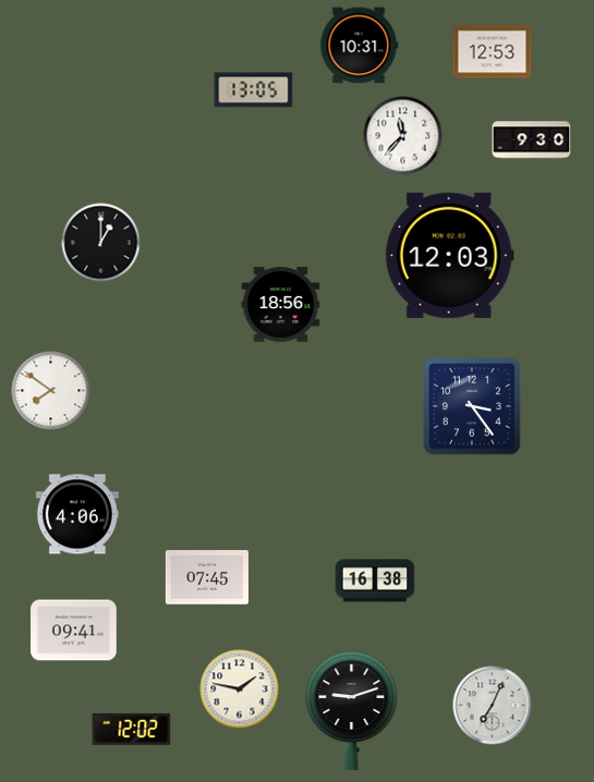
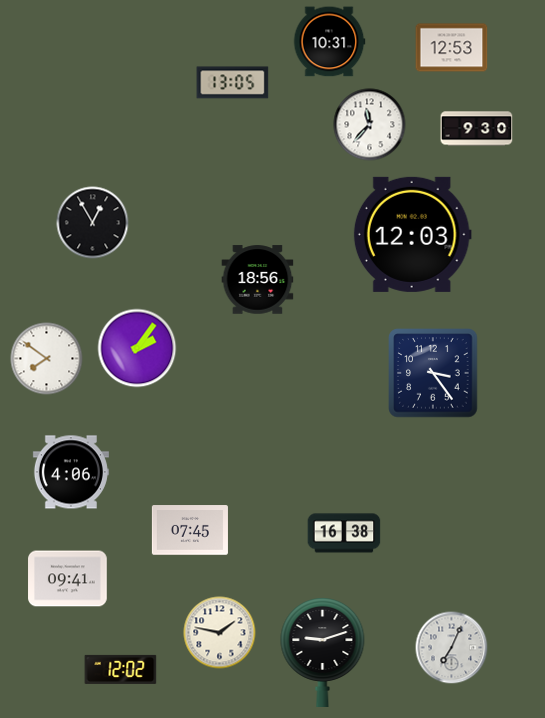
clock at (532, 140) position: (532, 140) -> (477, 129)
clock at (101, 243): 1:00 -> 12:55
clock at (137, 348): none -> 2:06
